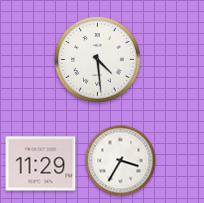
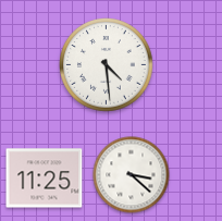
clock at (121, 161): 3:35 -> 3:22
clock at (41, 164): 11:29 -> 11:25
